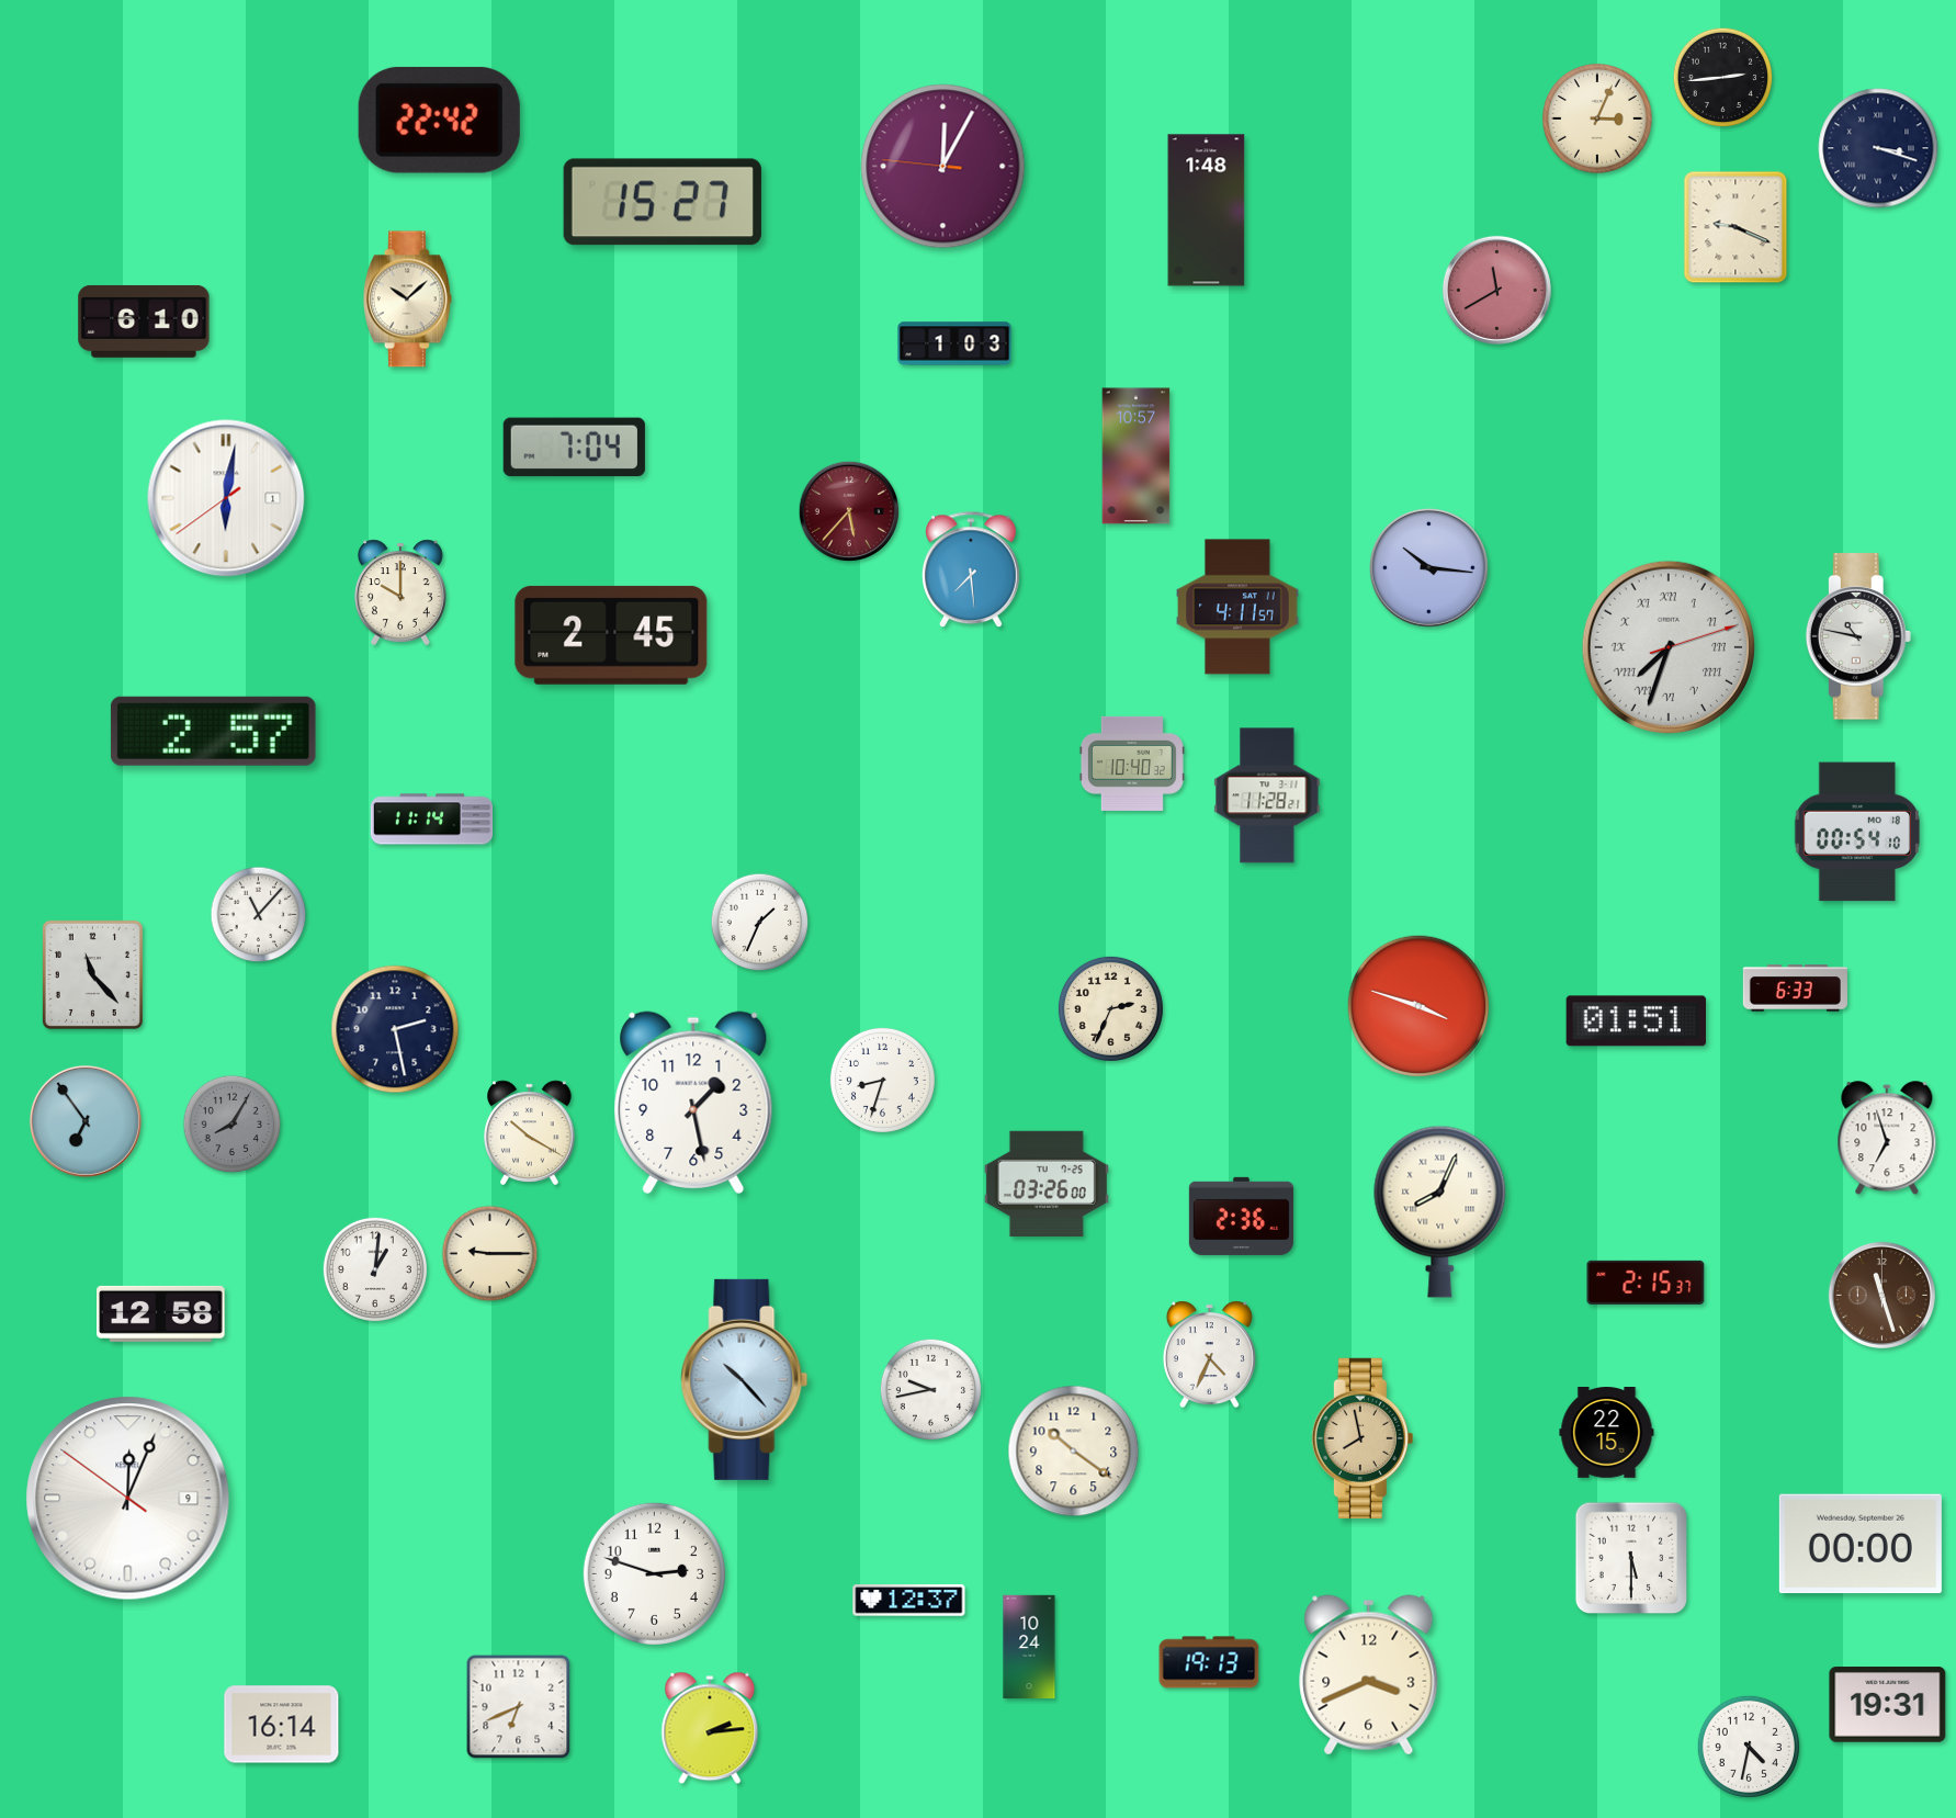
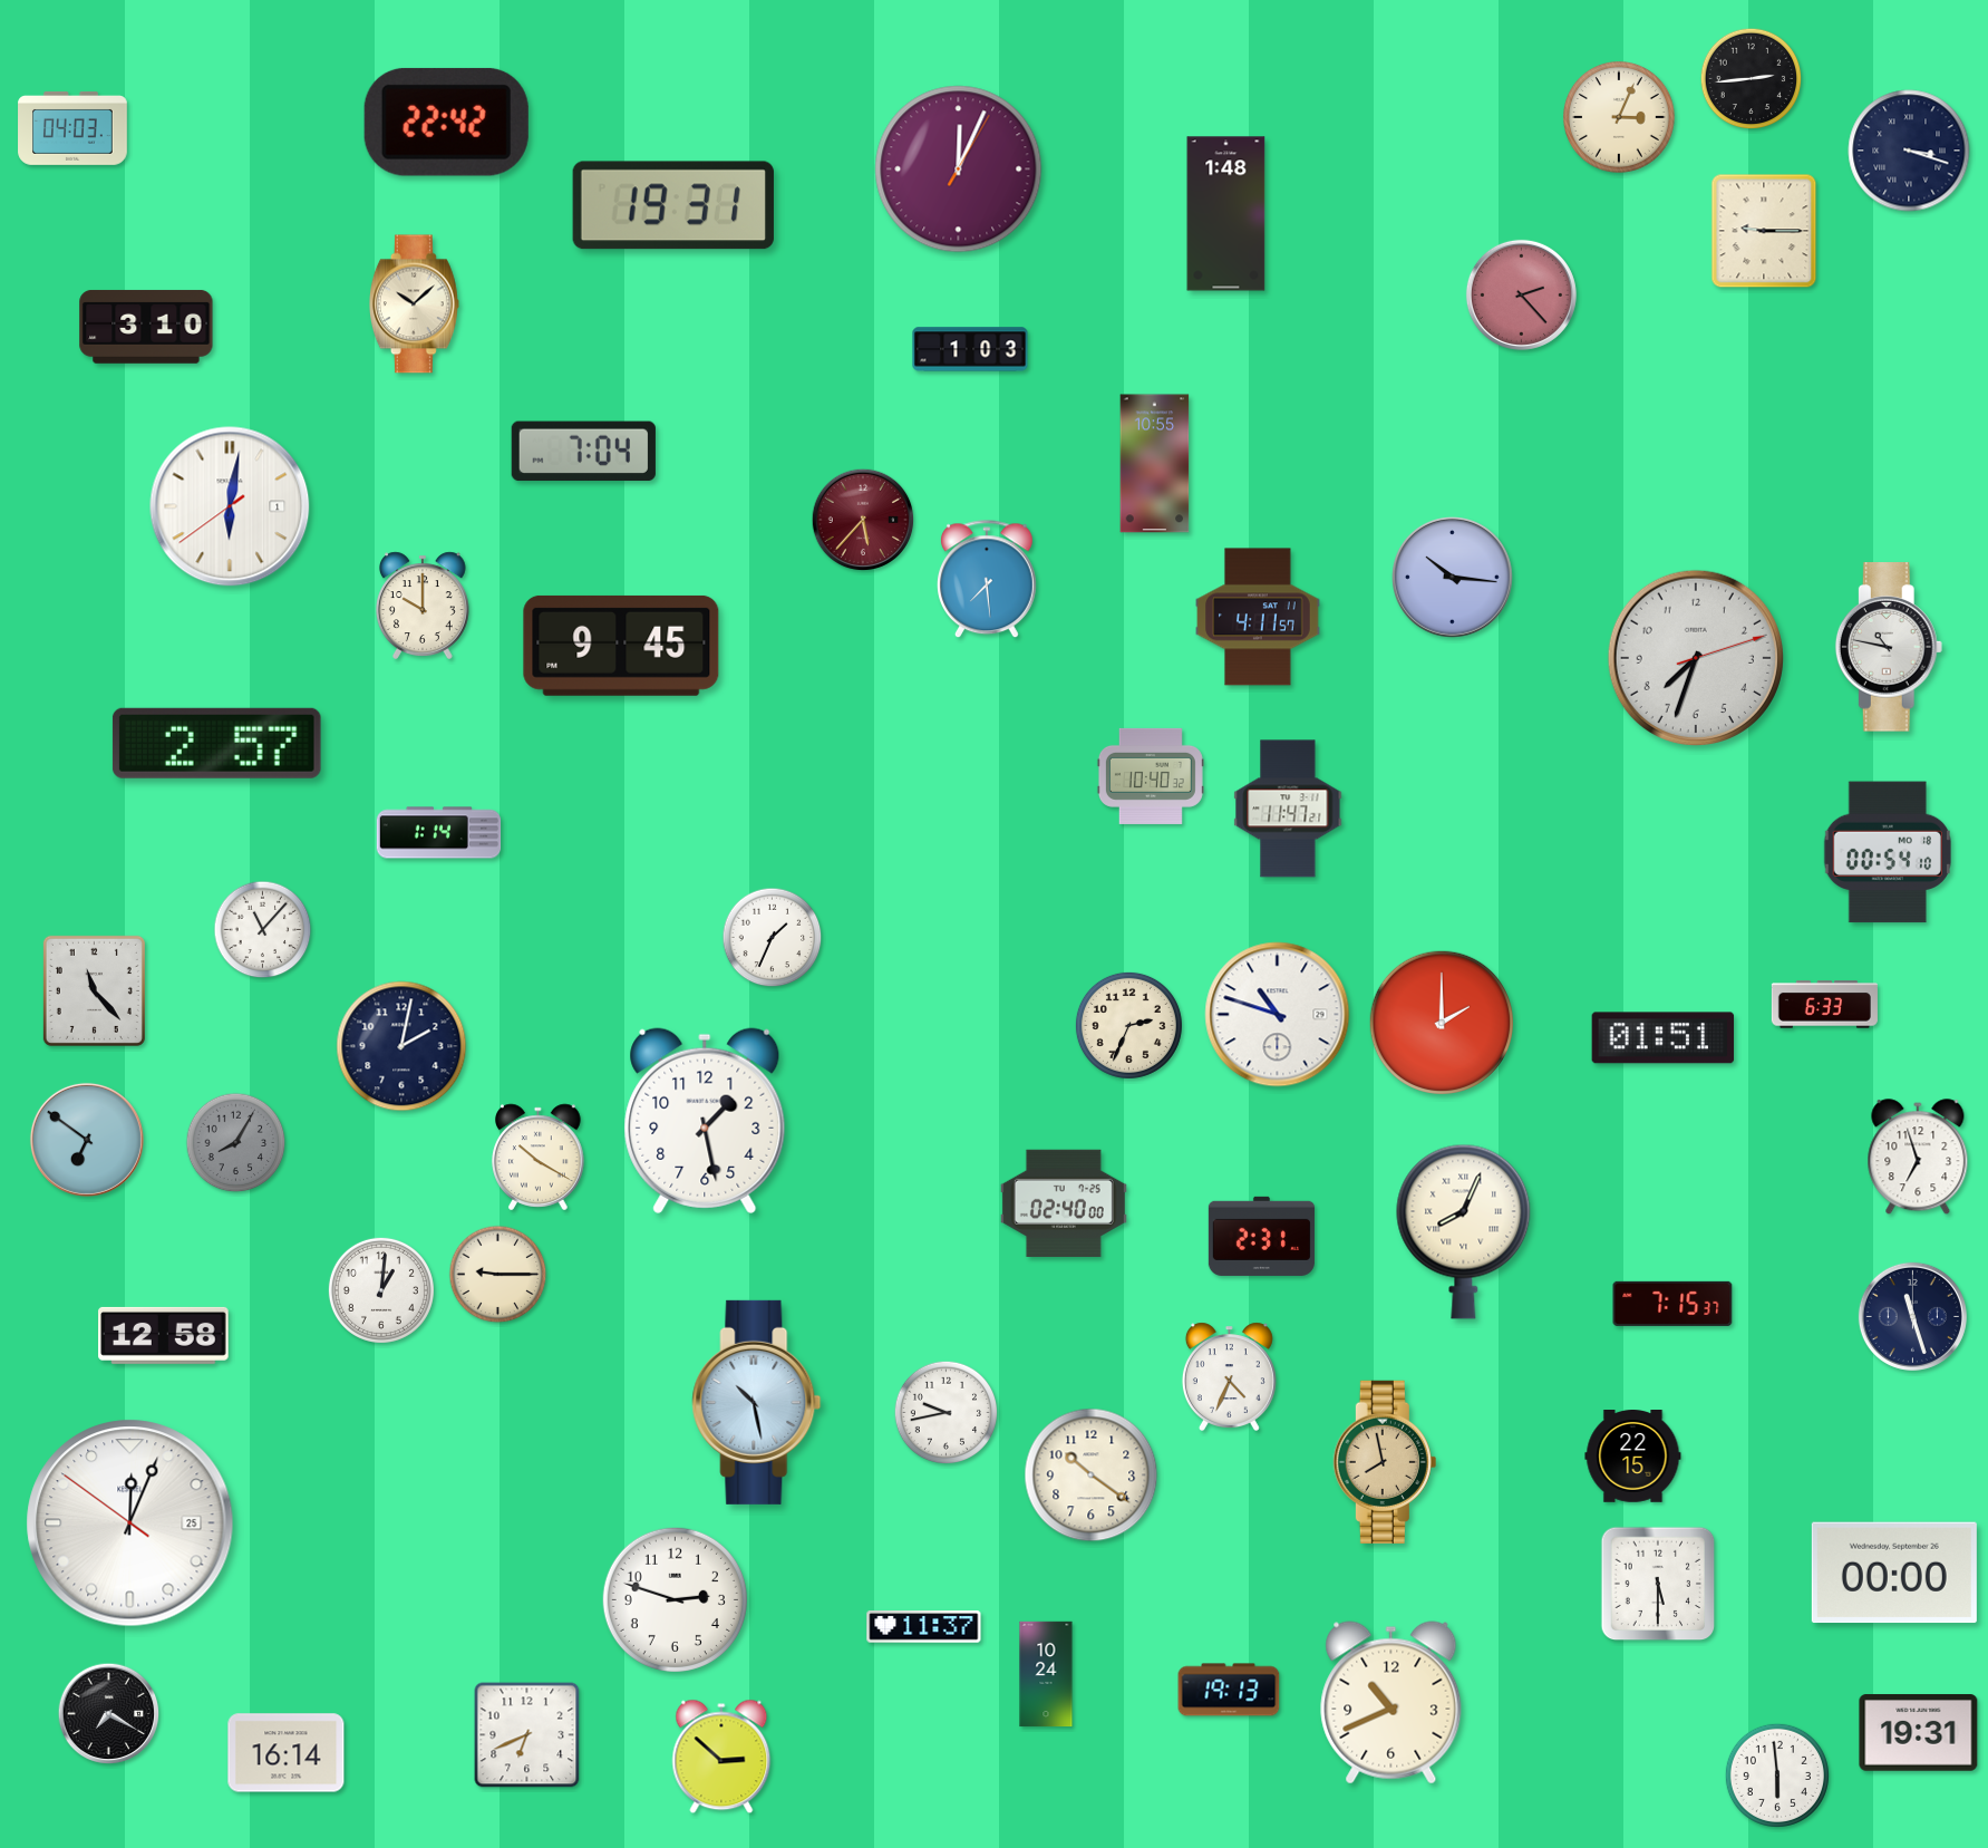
clock at (1598, 120) position: (1598, 120) -> (1620, 118)
clock at (72, 129): none -> 04:03
clock at (943, 167): 12:04:46 -> 12:04:05
clock at (663, 202): 15:27 -> 19:31
clock at (1735, 227): 9:19 -> 9:15
clock at (1496, 290): 11:40 -> 2:23
clock at (144, 321): 6:10 -> 3:10
clock at (574, 448) position: (574, 448) -> (583, 452)
clock at (1137, 456): 10:57 -> 10:55
clock at (400, 592) position: (400, 592) -> (423, 606)
clock at (611, 635): 2:45 -> 9:45
clock at (1669, 647) numerals: Roman -> Arabic
clock at (1267, 795): 11:28 -> 11:47
clock at (432, 820): 11:14 -> 1:14
clock at (1857, 832) position: (1857, 832) -> (1888, 852)
clock at (1278, 1015): none -> 10:48
clock at (1417, 1005): 3:48 -> 2:00
clock at (395, 1029): 2:28 -> 2:02
clock at (882, 1080): 8:33 -> none
clock at (86, 1121): 6:54 -> 6:51
clock at (530, 1133) position: (530, 1133) -> (539, 1158)
clock at (1047, 1183): 03:26 -> 02:40
clock at (1241, 1216): 2:36 -> 2:31
clock at (1646, 1283): 2:15 -> 7:15
clock at (1881, 1295) dial: brown -> navy
clock at (745, 1379): 10:23 -> 10:28
clock at (128, 1499) date: 9 -> 25
clock at (1861, 1544) position: (1861, 1544) -> (1894, 1573)
clock at (654, 1573) position: (654, 1573) -> (675, 1599)
clock at (909, 1601): 12:37 -> 11:37
clock at (1369, 1675): 3:41 -> 10:41
clock at (109, 1714): none -> 7:20
clock at (710, 1728): 2:14 -> 2:52
clock at (1749, 1747): 4:32 -> 5:59
